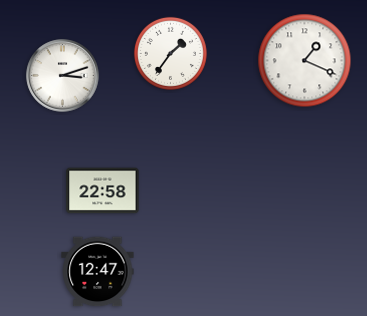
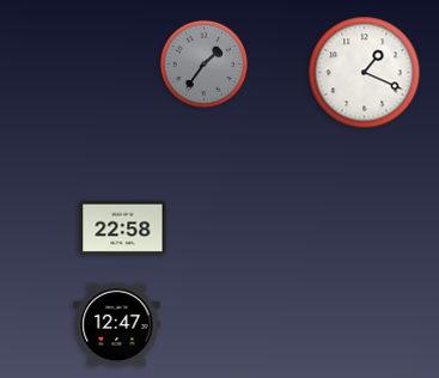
clock at (170, 53) dial: white -> grey
clock at (63, 76): 3:12 -> none
